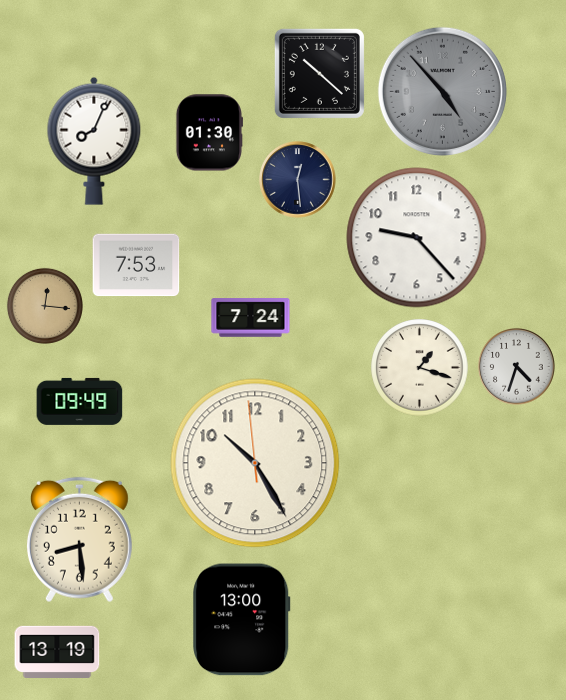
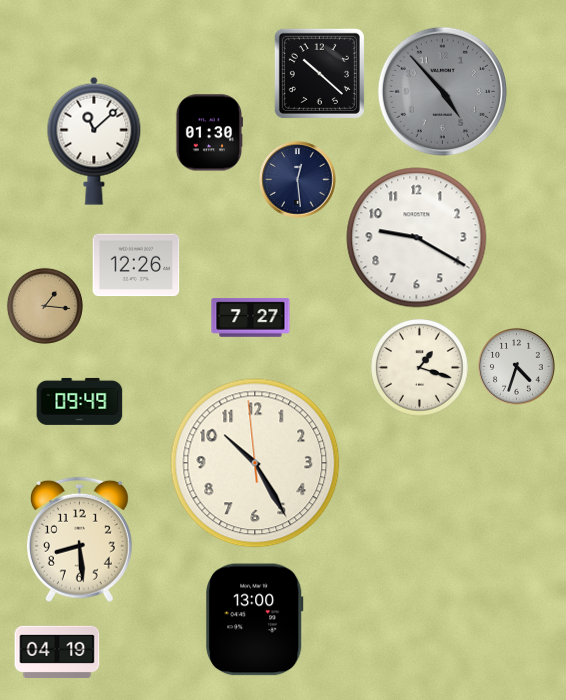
clock at (94, 141): 8:04 -> 11:08
clock at (417, 238): 9:23 -> 9:20
clock at (136, 265): 7:53 -> 12:26
clock at (45, 306): 12:16 -> 1:16
clock at (251, 318): 7:24 -> 7:27
clock at (242, 620) position: (242, 620) -> (255, 620)
clock at (57, 651): 13:19 -> 04:19
